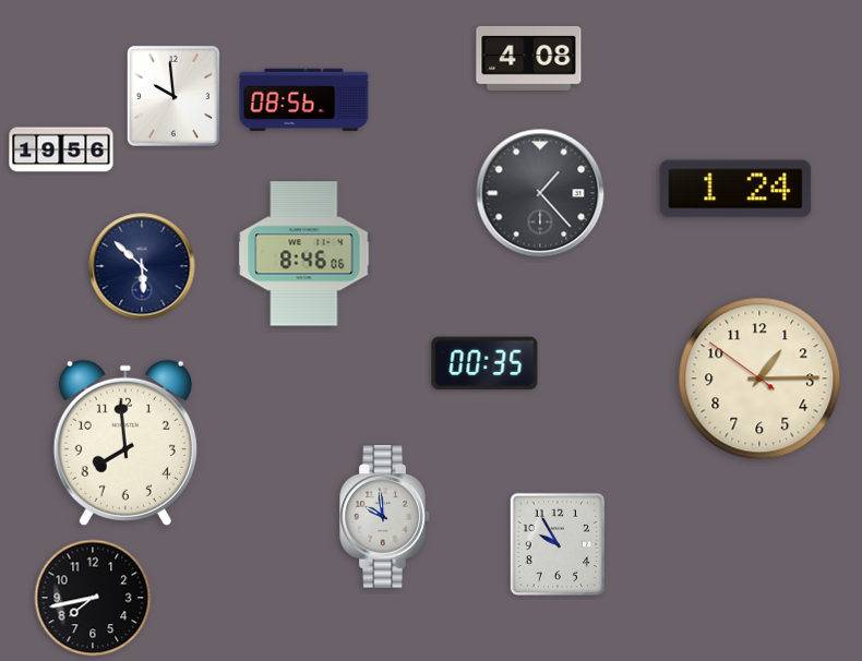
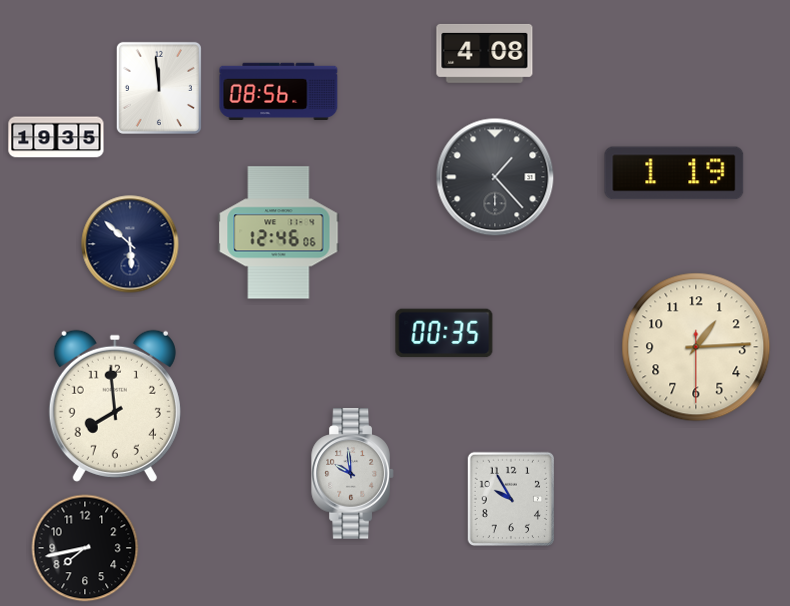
clock at (173, 96): 9:59 -> 11:59
clock at (61, 149): 19:56 -> 19:35
clock at (735, 189): 1:24 -> 1:19
clock at (304, 254): 8:46 -> 12:46
clock at (759, 378): 1:14:51 -> 1:14:30
